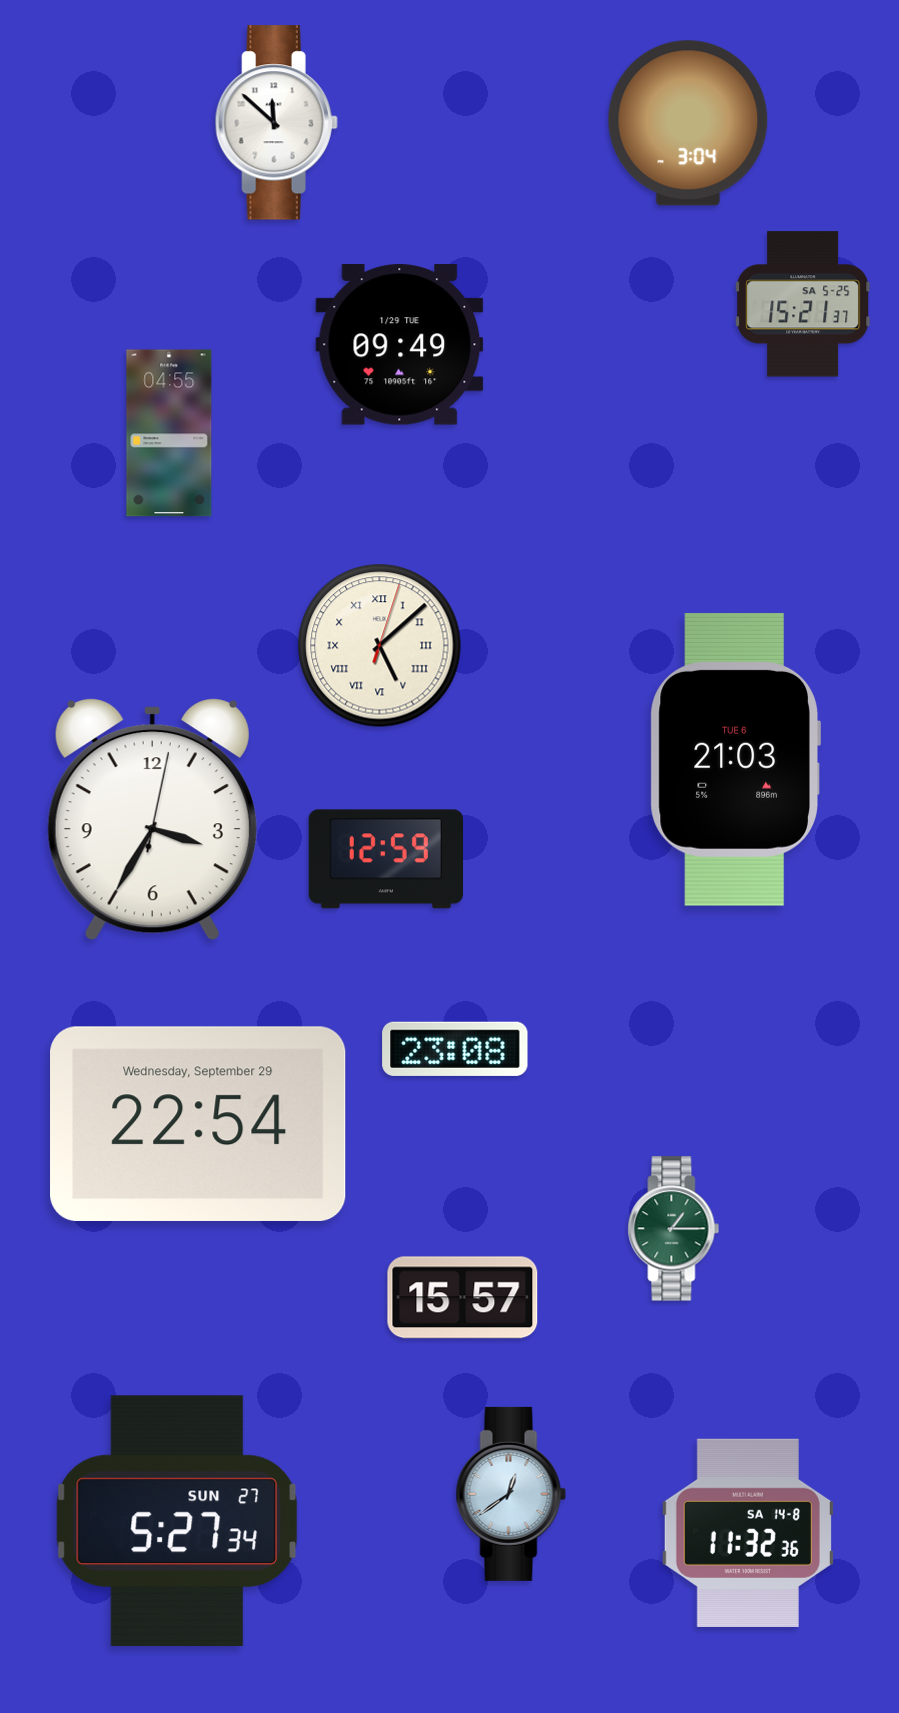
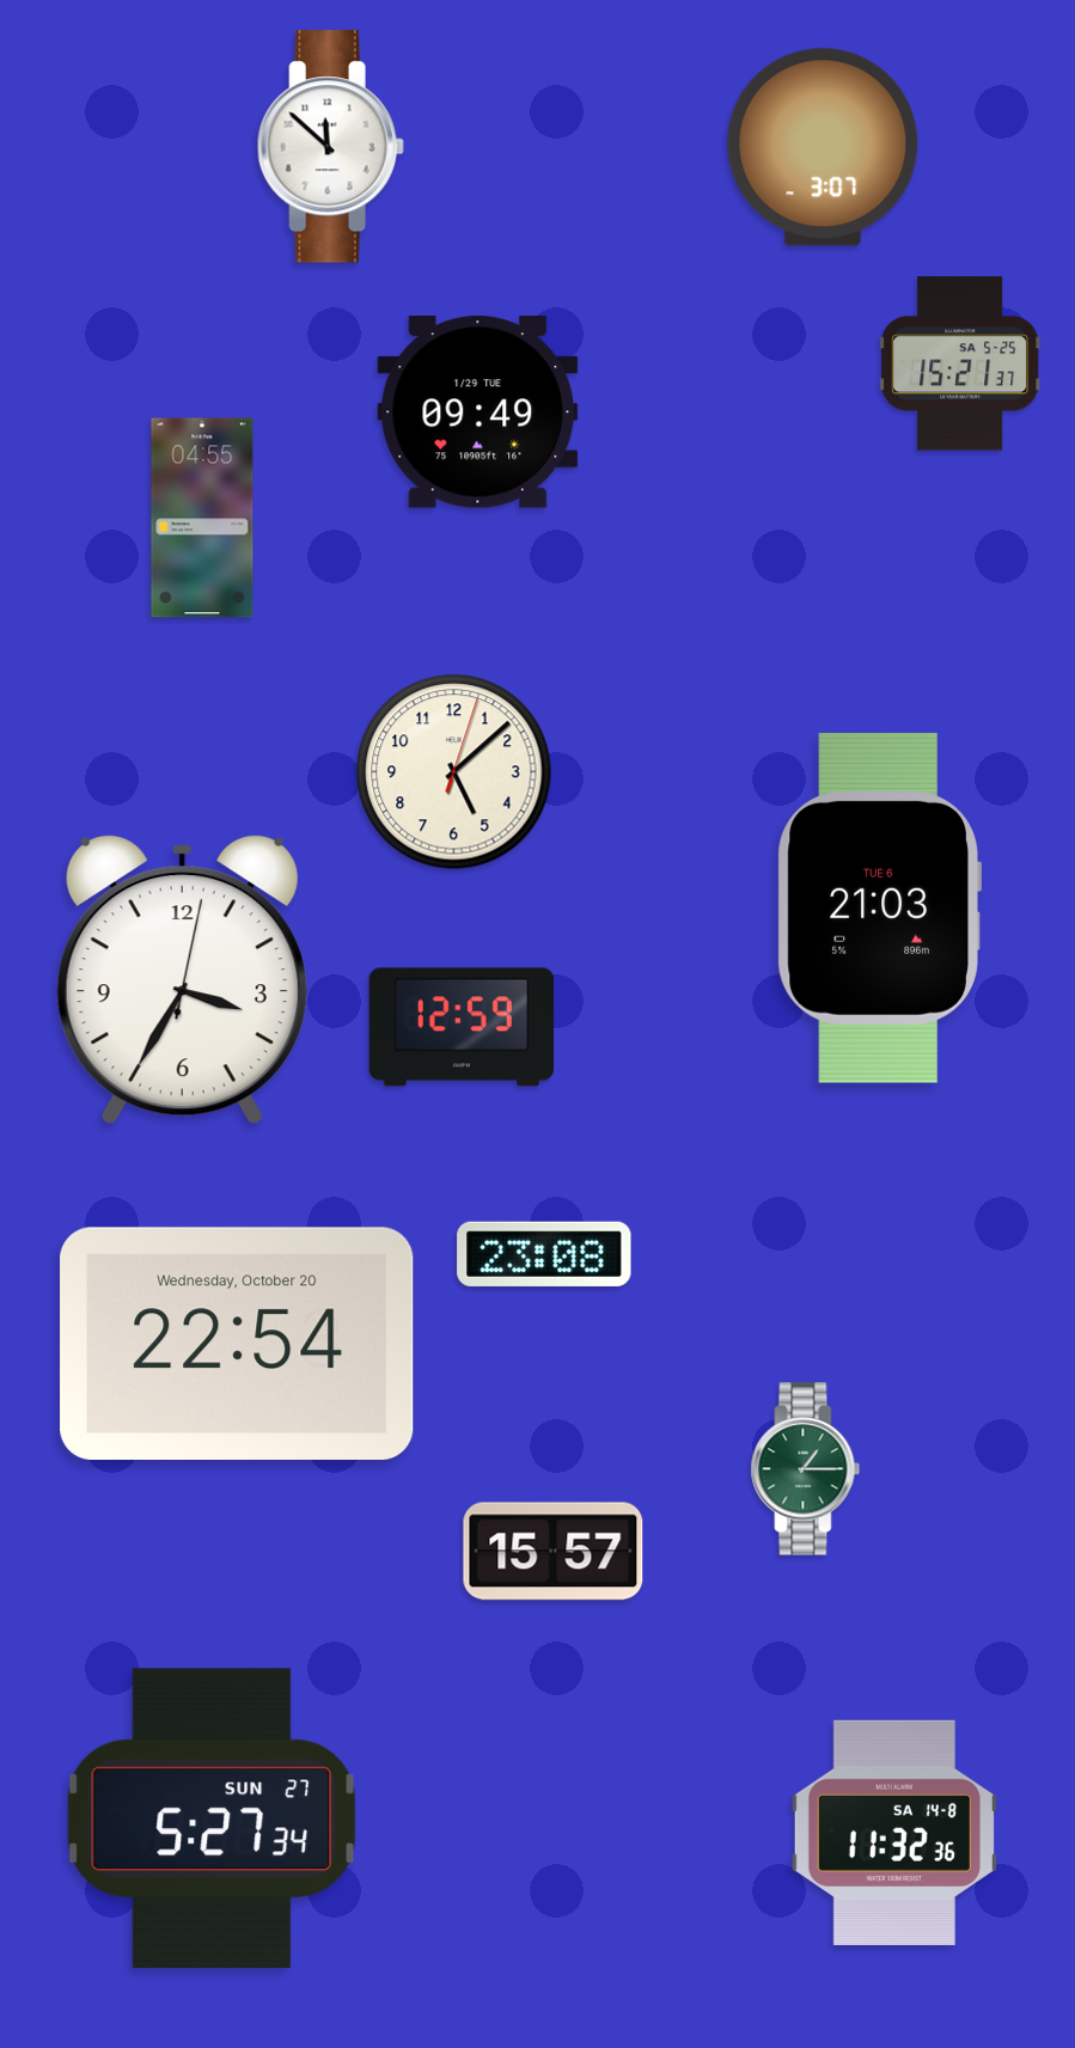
clock at (688, 123): 3:04 -> 3:07
clock at (380, 646) numerals: Roman -> Arabic
clock at (198, 1124) date: Wednesday, September 29 -> Wednesday, October 20
clock at (511, 1494): 12:39 -> none
